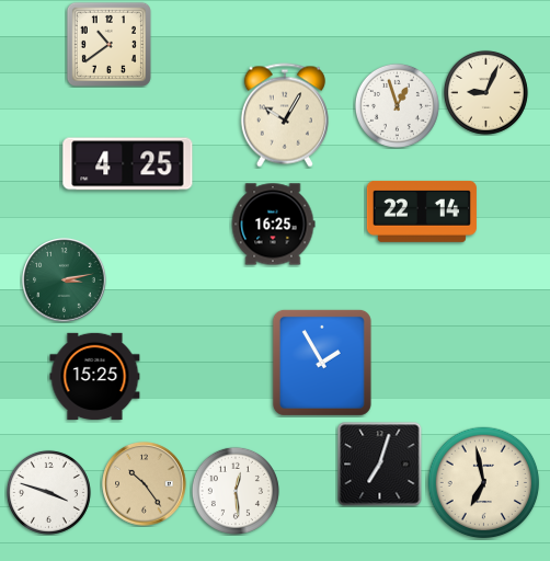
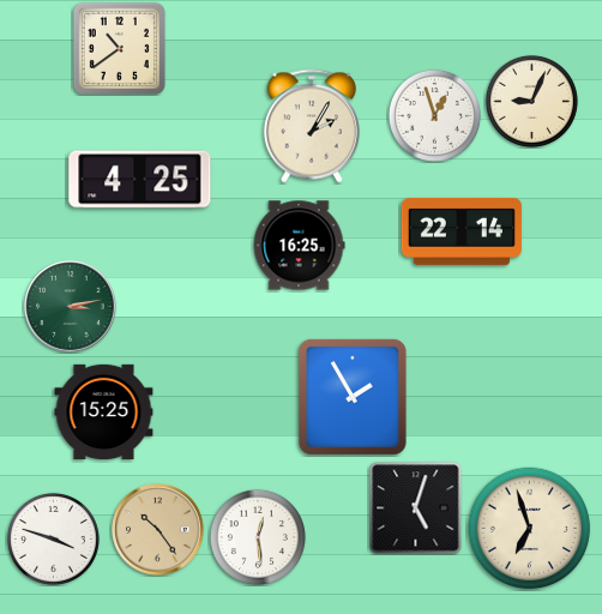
clock at (285, 115): 10:05 -> 2:05
clock at (380, 465): 7:03 -> 5:03
clock at (484, 483): 6:58 -> 6:57
